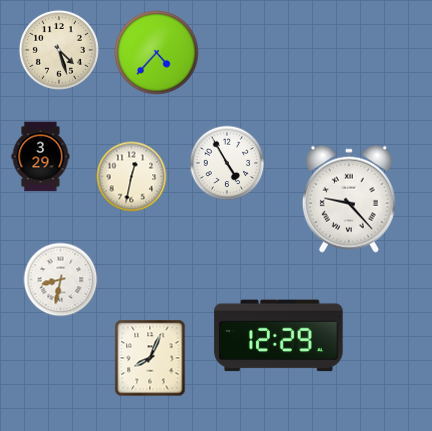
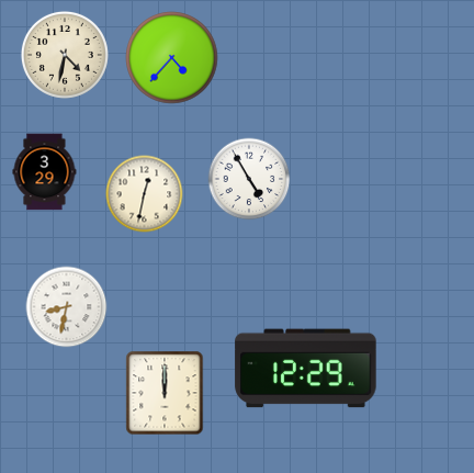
clock at (59, 50): 4:27 -> 4:32
clock at (349, 199): 9:23 -> none
clock at (150, 358): 8:04 -> 12:00
